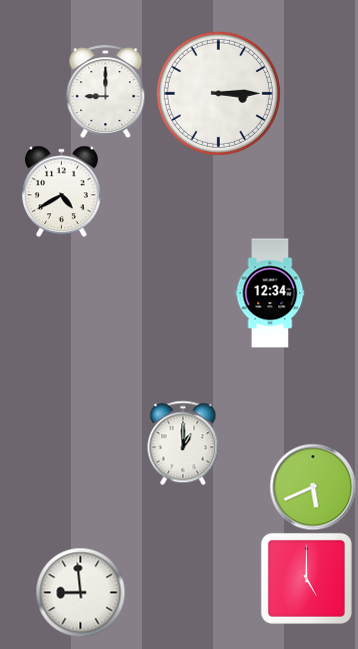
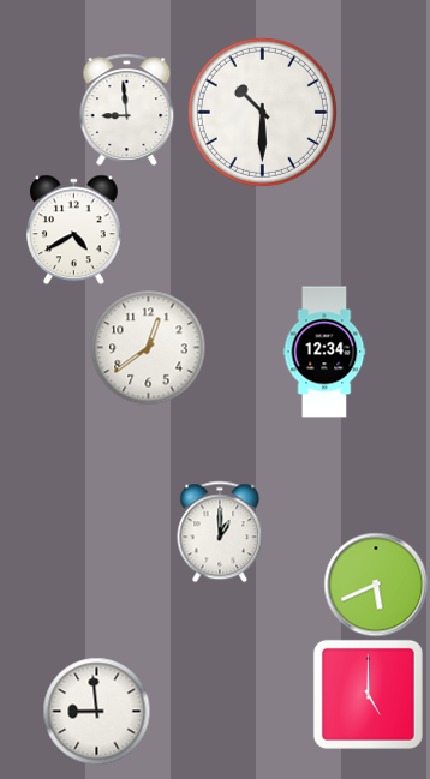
clock at (106, 91): 9:00 -> 8:59
clock at (218, 93): 3:15 -> 10:30
clock at (148, 347): none -> 12:39
